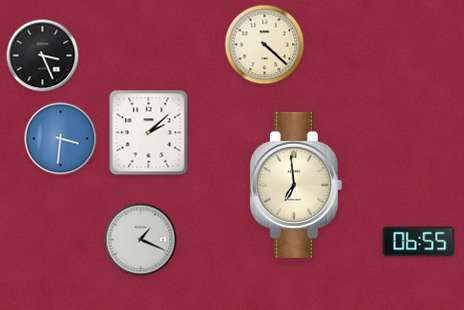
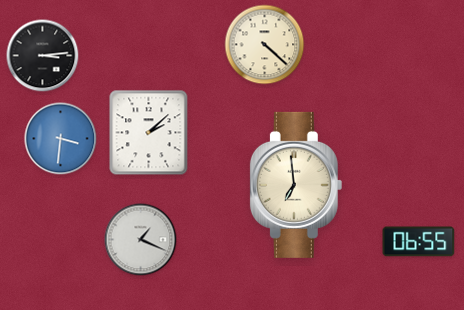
clock at (43, 56): 3:26 -> 3:14
